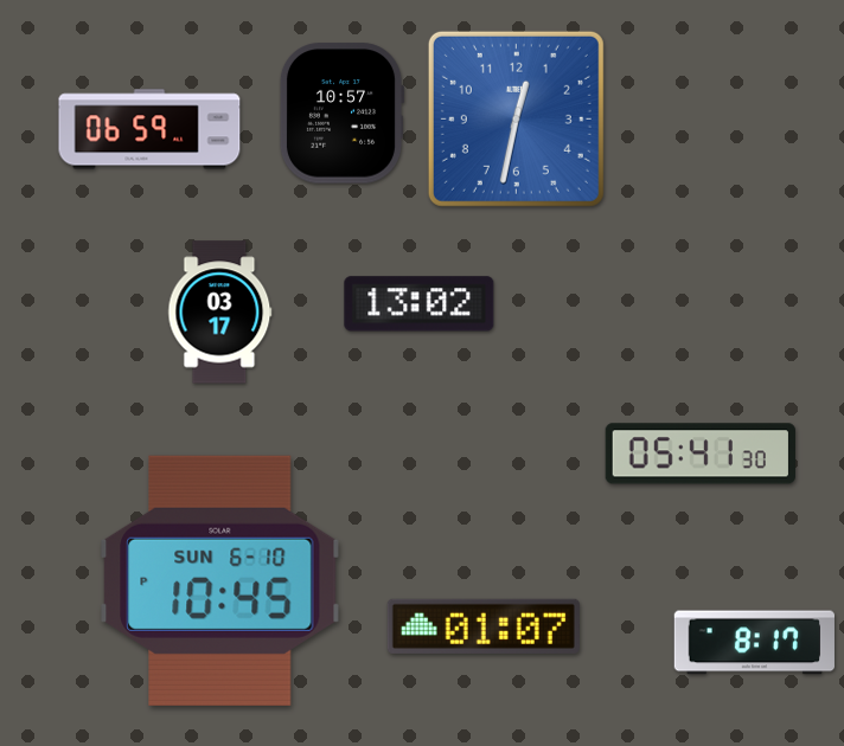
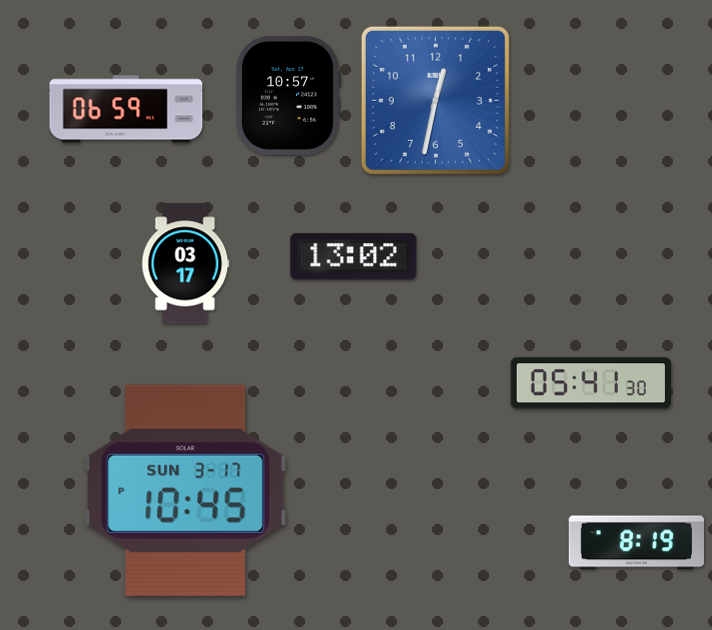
clock at (220, 580) date: SUN 6-10 -> SUN 3-17
clock at (484, 626): 01:07 -> none
clock at (754, 643): 8:17 -> 8:19
